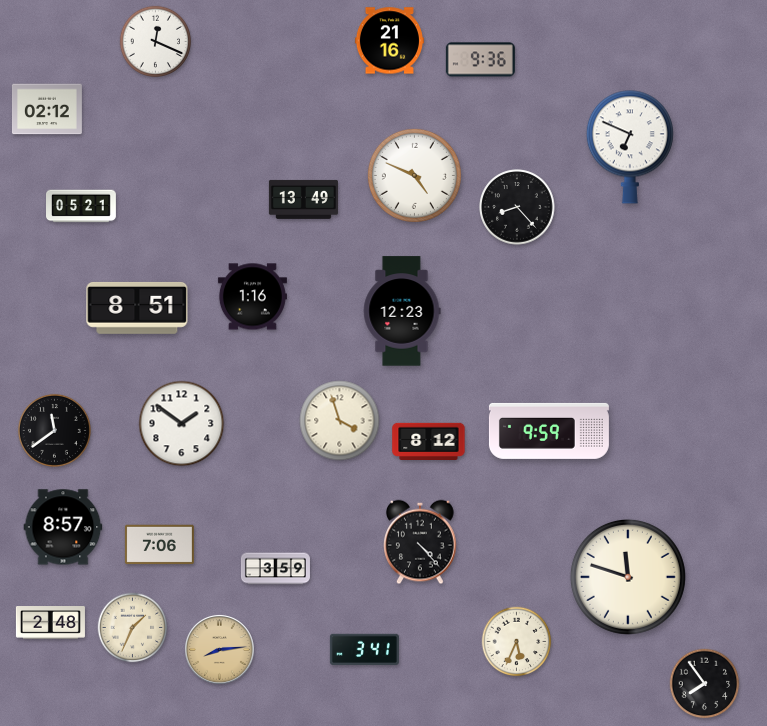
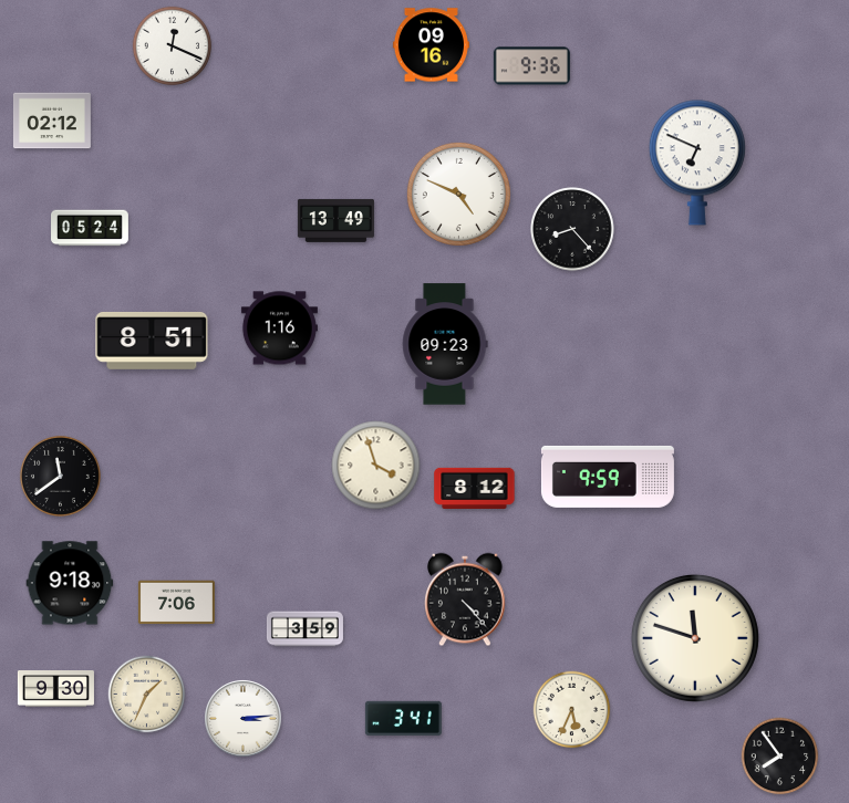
clock at (389, 41): 21:16 -> 09:16
clock at (82, 206): 05:21 -> 05:24
clock at (402, 311): 12:23 -> 09:23
clock at (182, 424): 1:51 -> none
clock at (63, 527): 8:57 -> 9:18
clock at (50, 623): 2:48 -> 9:30
clock at (220, 650): 8:14 -> 3:14
clock at (220, 650) dial: champagne -> white
